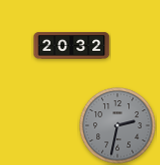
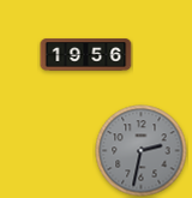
clock at (72, 46): 20:32 -> 19:56
